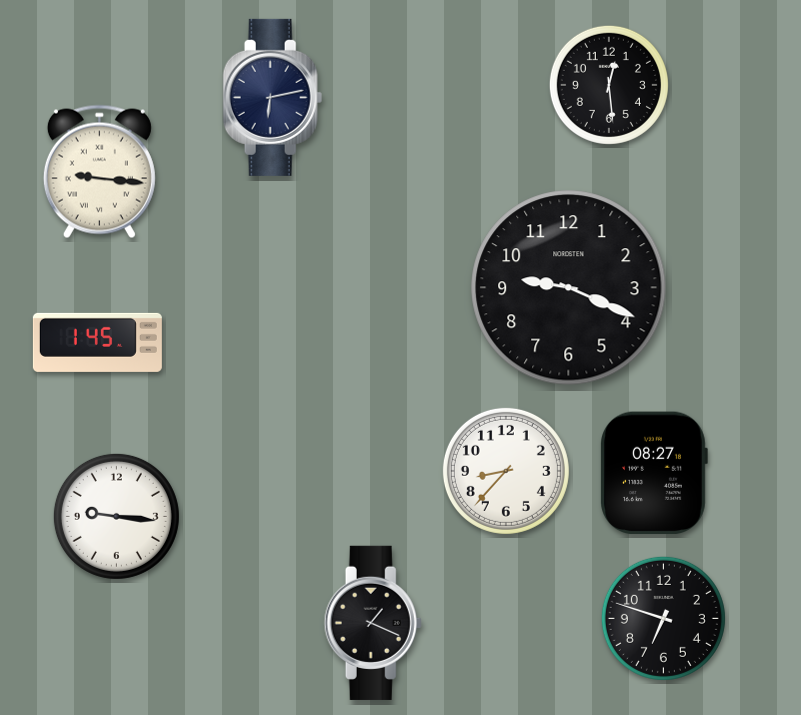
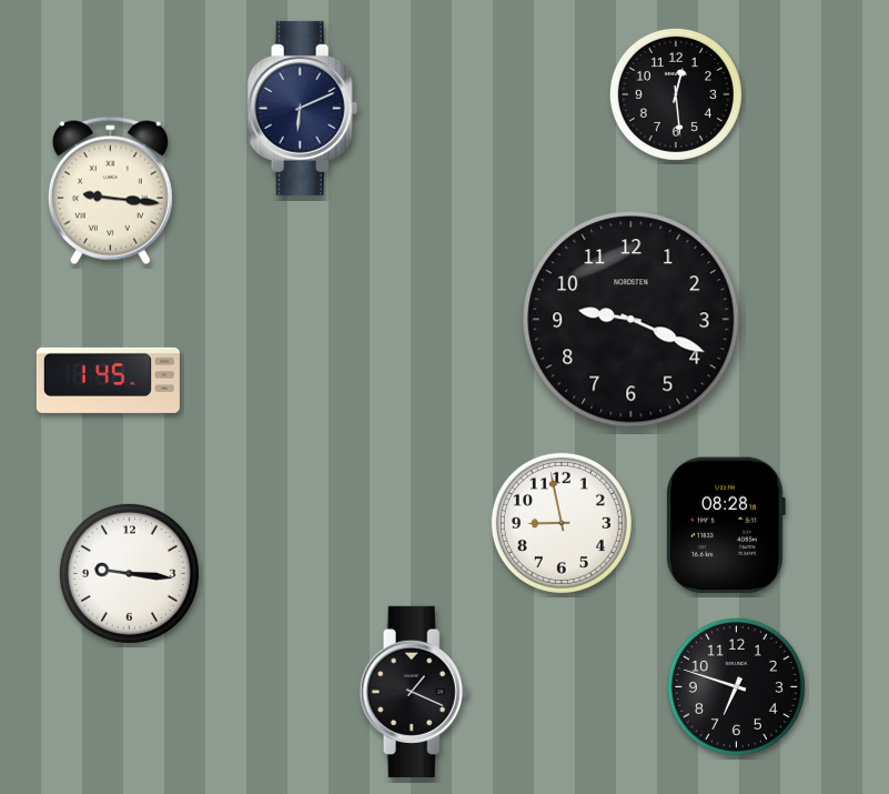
clock at (273, 97): 6:13 -> 6:11
clock at (506, 471): 8:37 -> 8:58
clock at (654, 473): 08:27 -> 08:28
